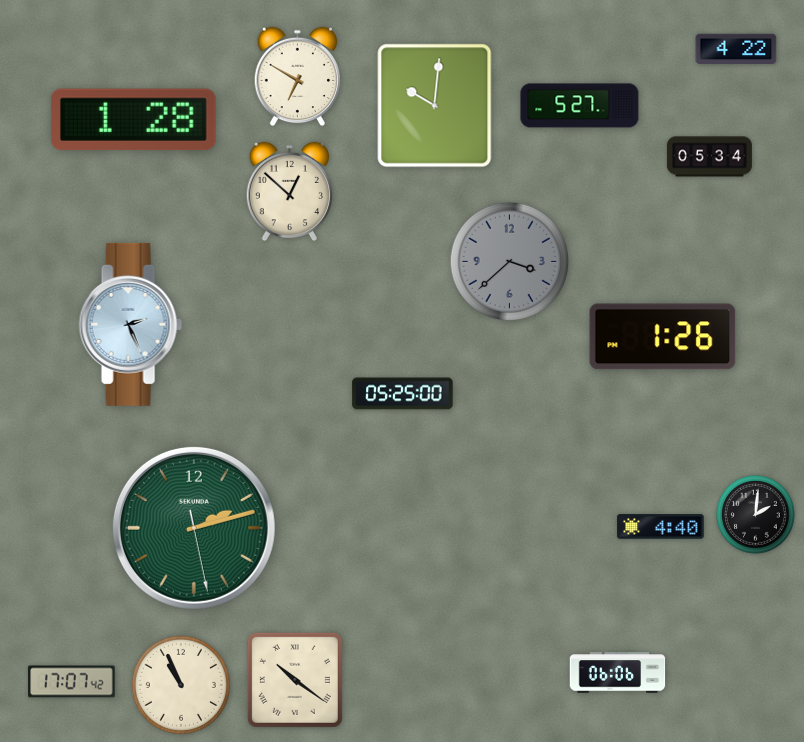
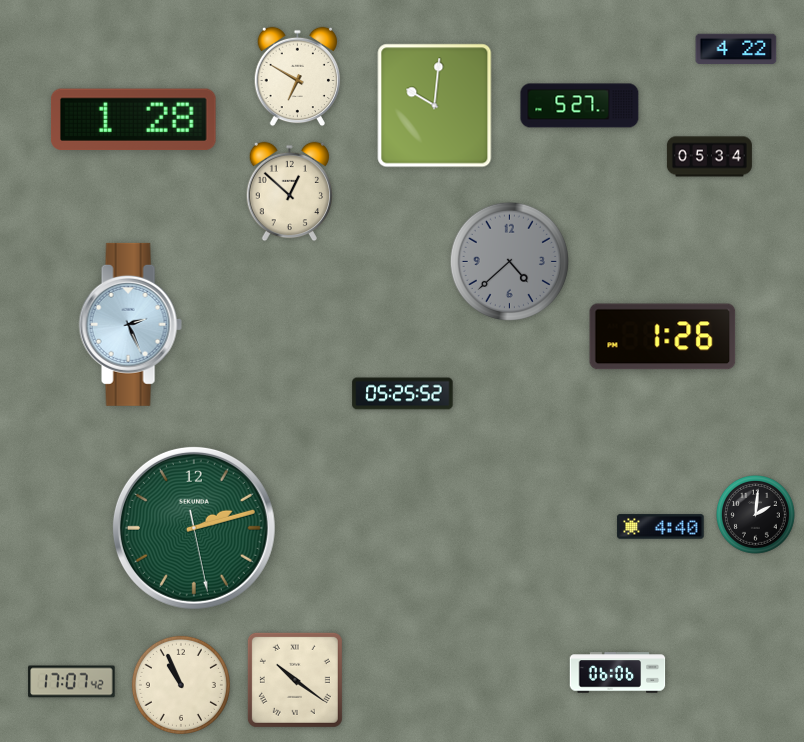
clock at (509, 261): 3:38 -> 4:38
clock at (403, 394): 05:25:00 -> 05:25:52
